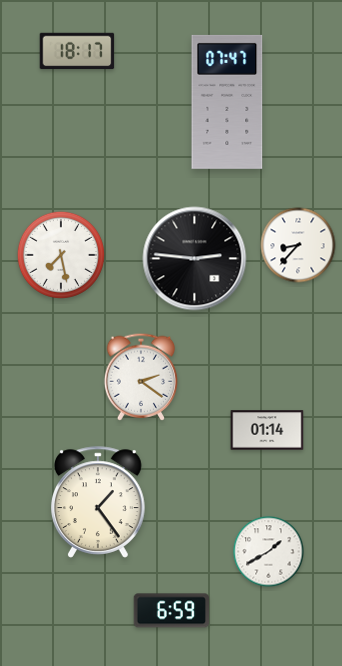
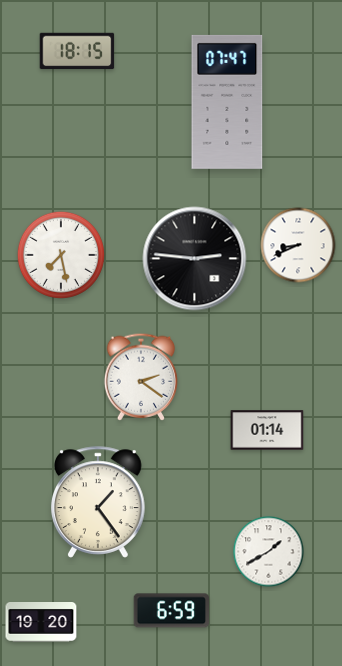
clock at (77, 51): 18:17 -> 18:15
clock at (298, 245): 8:37 -> 8:41
clock at (41, 623): none -> 19:20
